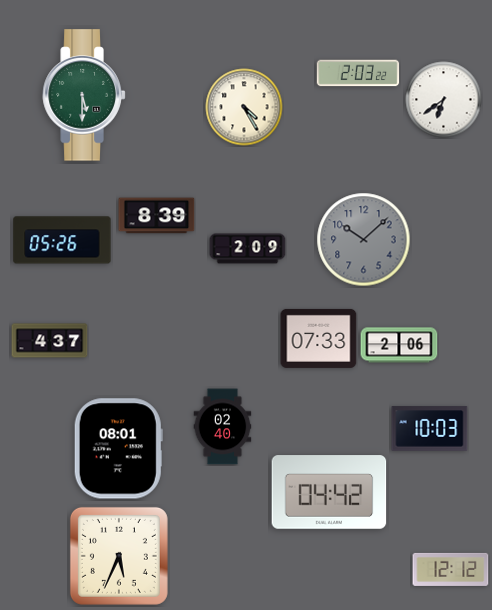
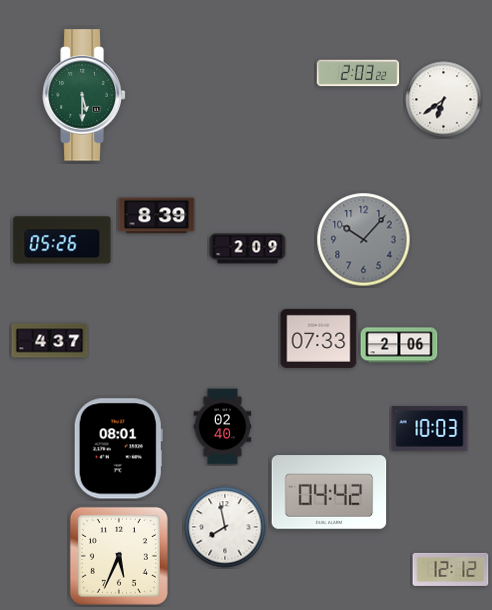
clock at (244, 107): 4:25 -> none
clock at (364, 240): 10:08 -> 10:07
clock at (225, 527): none -> 7:58
